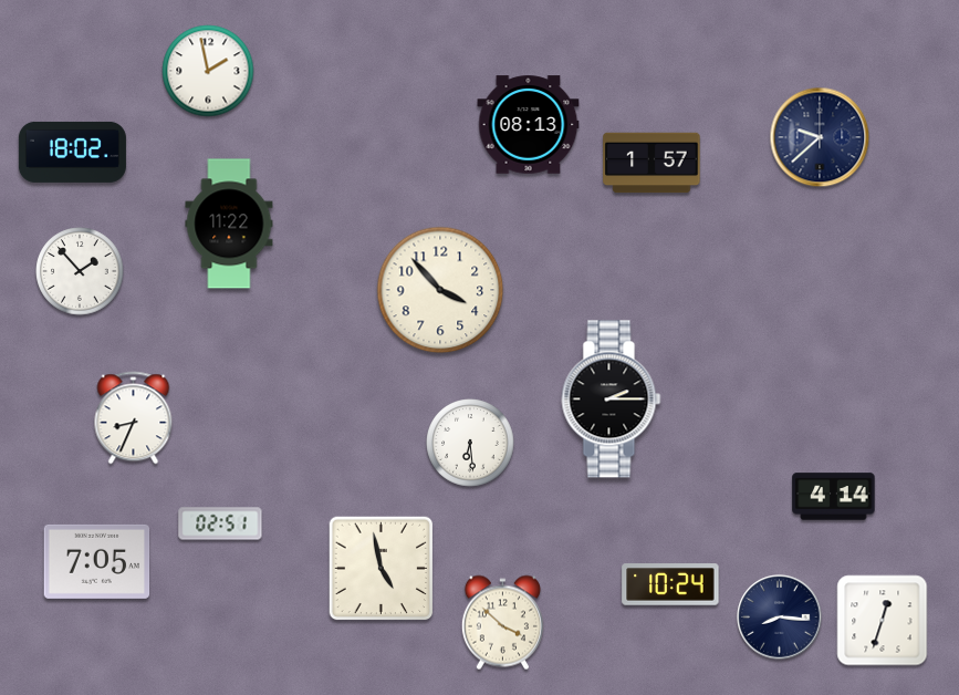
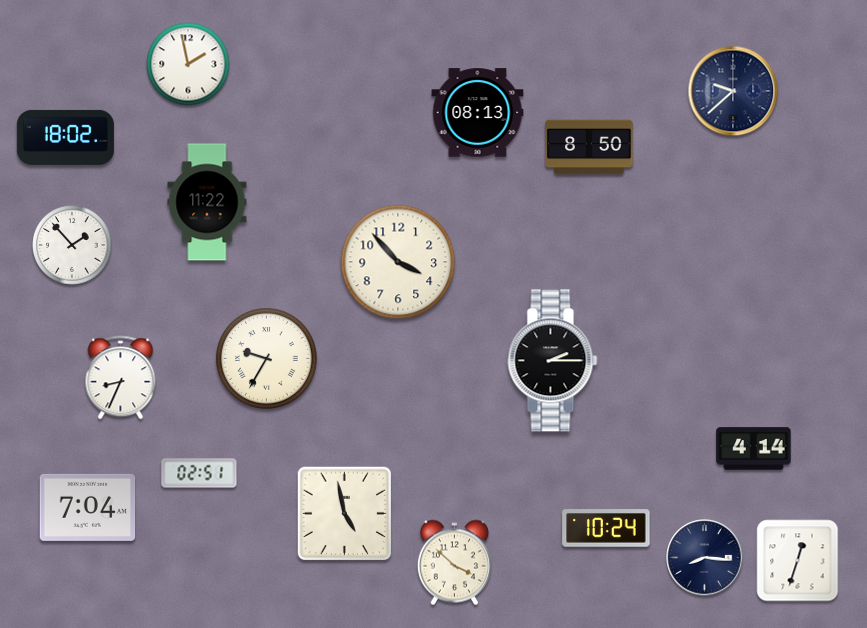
clock at (820, 137) position: (820, 137) -> (733, 91)
clock at (652, 163): 1:57 -> 8:50
clock at (267, 359): none -> 9:35
clock at (470, 443): 6:29 -> none
clock at (97, 561): 7:05 -> 7:04
